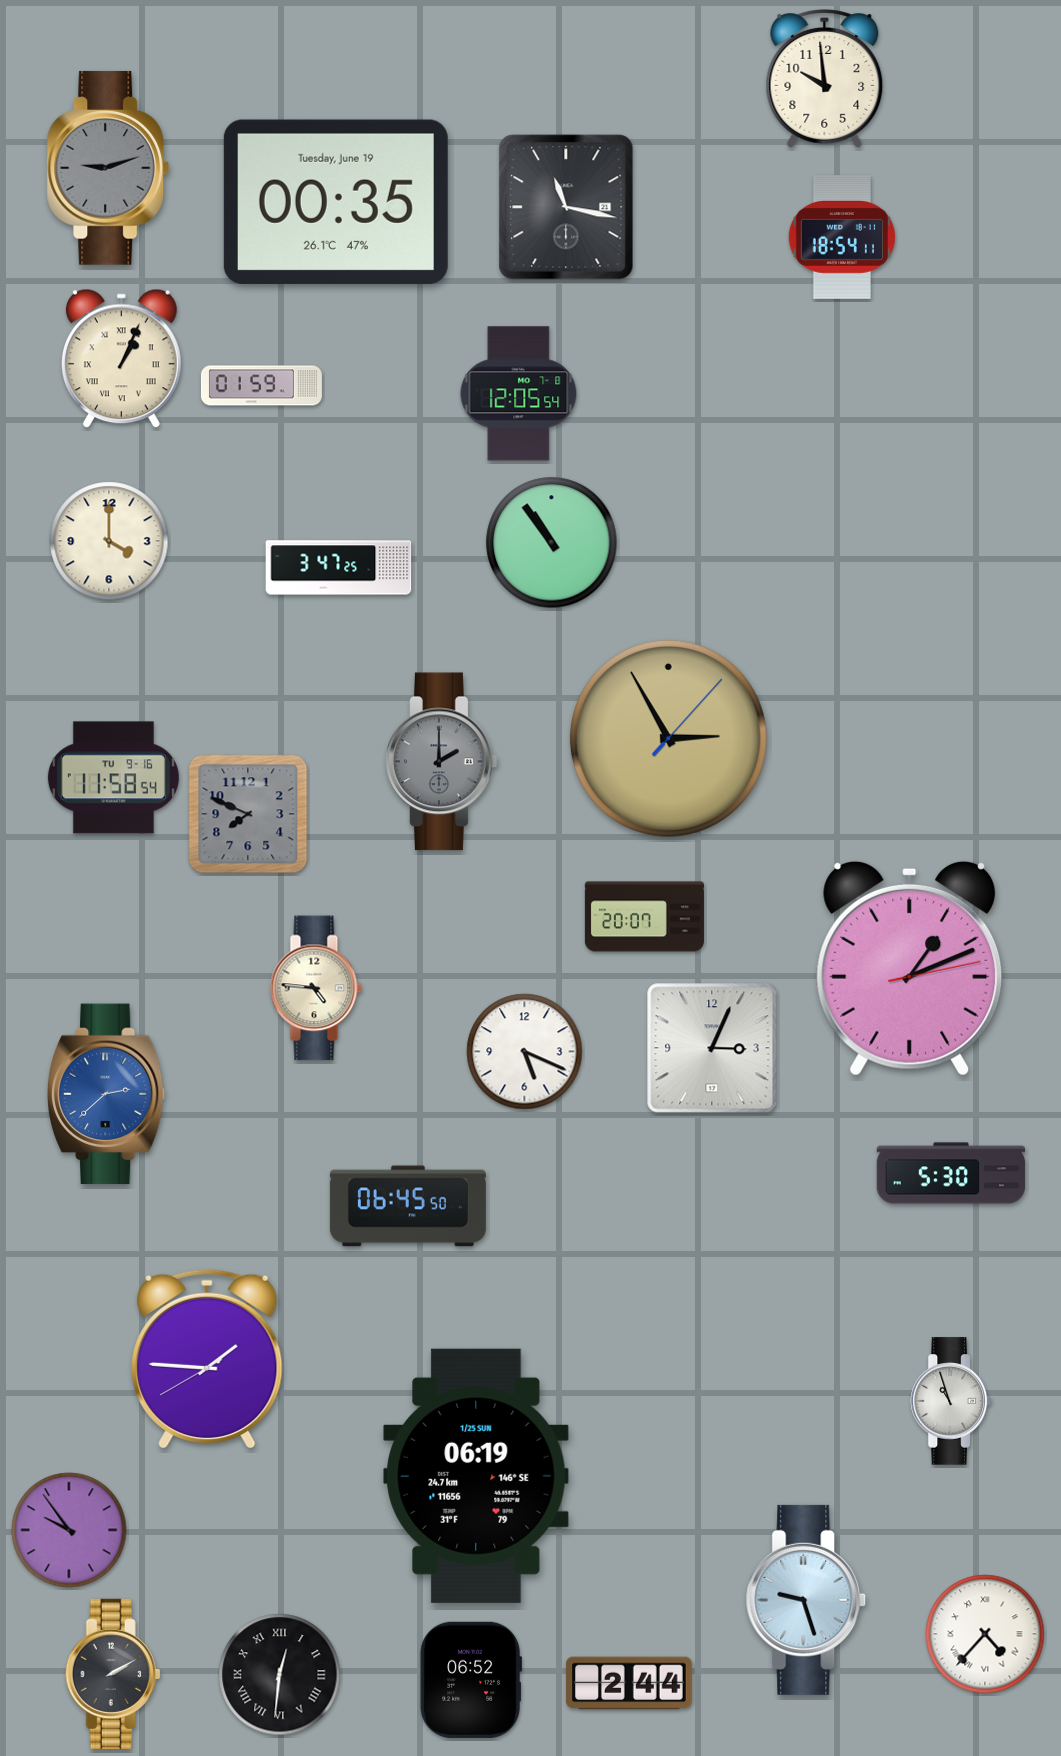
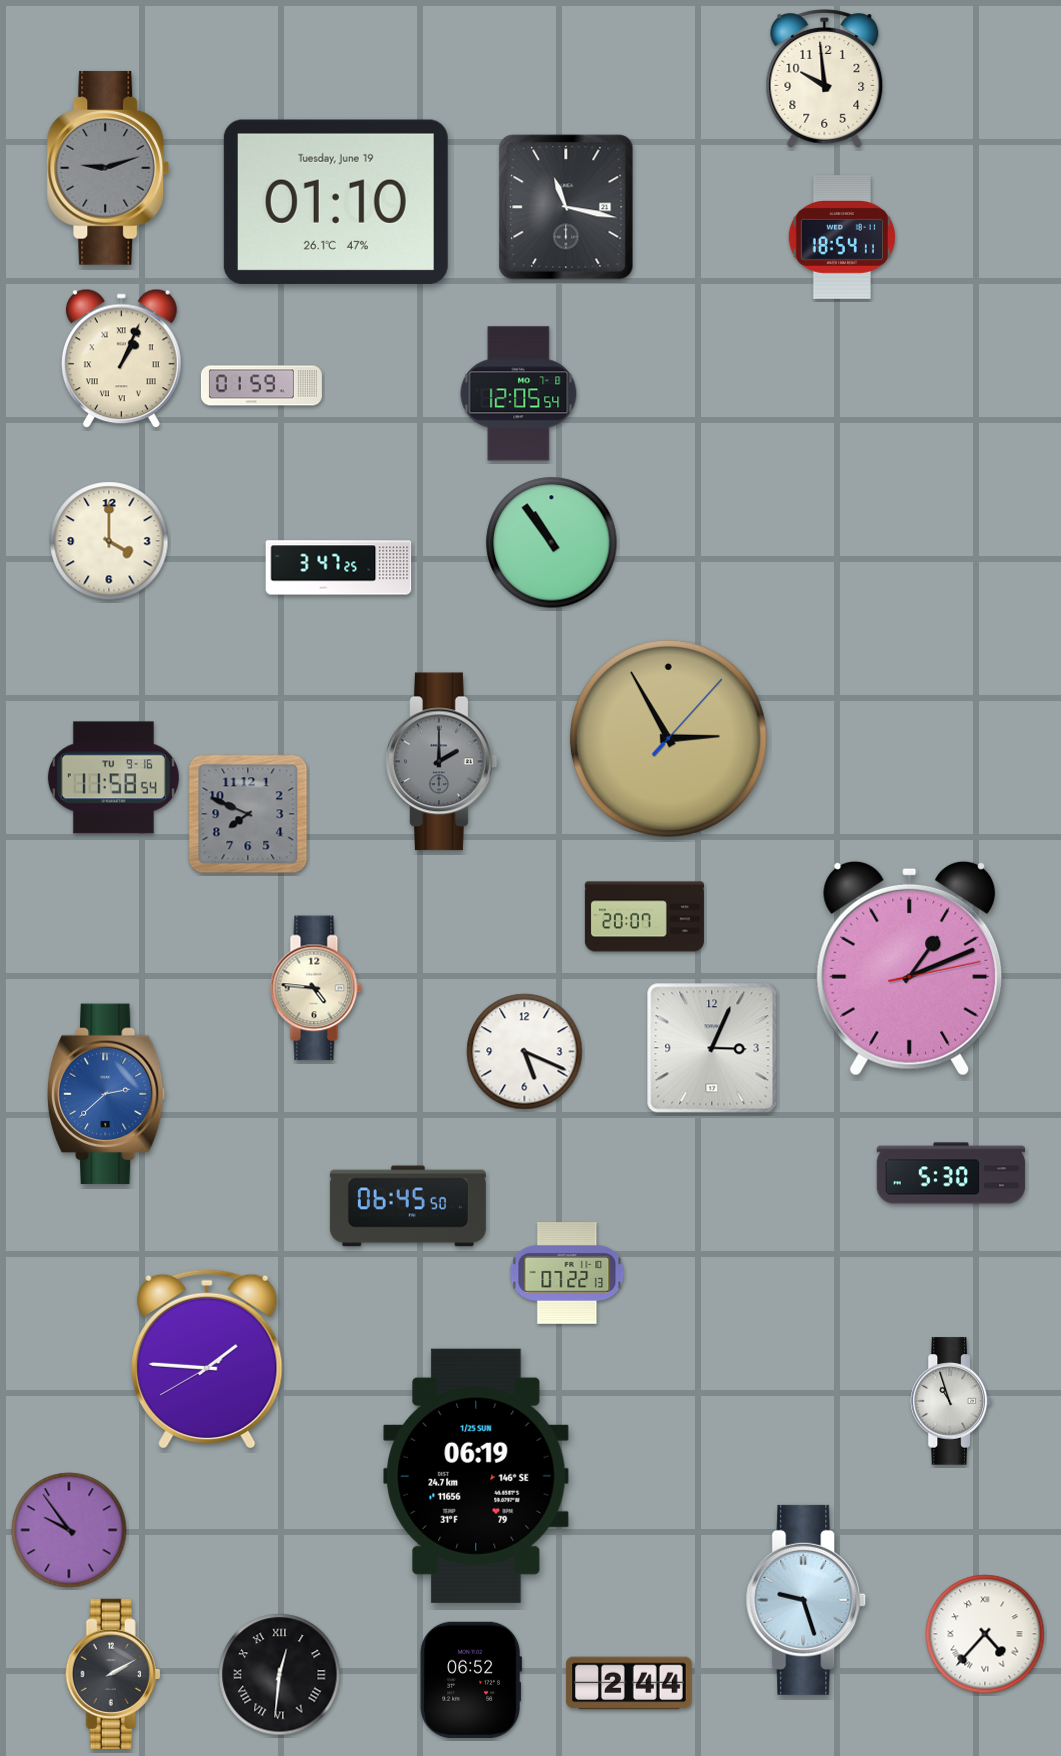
clock at (336, 202): 00:35 -> 01:10
clock at (567, 1274): none -> 07:22
